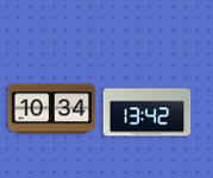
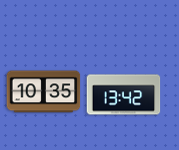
clock at (52, 109): 10:34 -> 10:35
